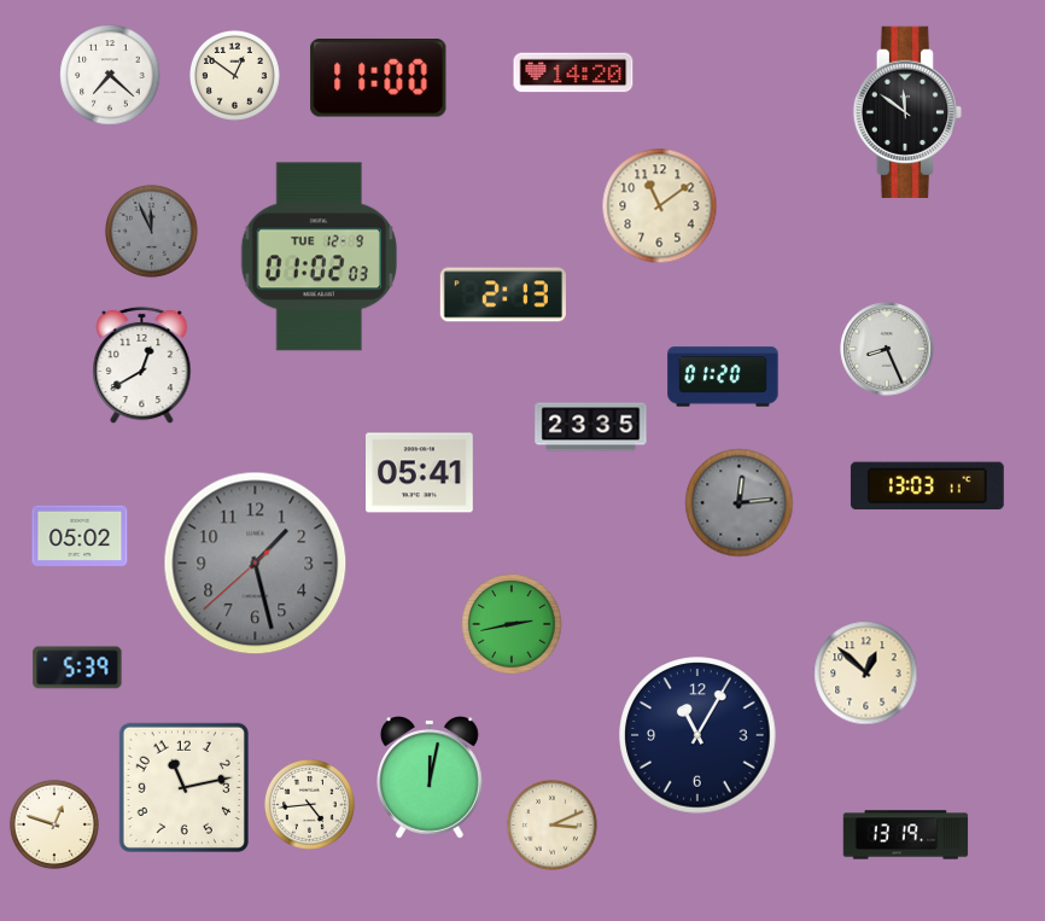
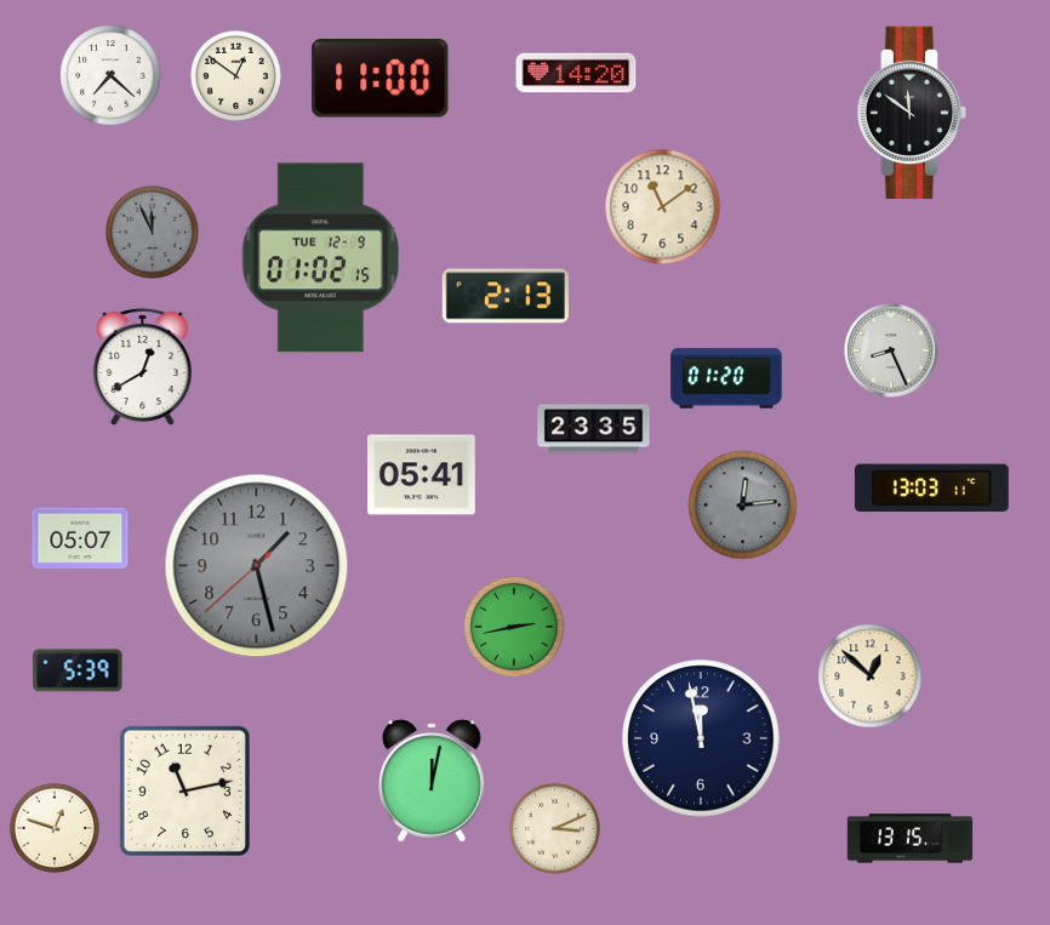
clock at (319, 257): 01:02:03 -> 01:02:15
clock at (80, 535): 05:02 -> 05:07
clock at (697, 735): 11:05 -> 11:58
clock at (309, 804): 4:44 -> none
clock at (906, 835): 13:19 -> 13:15
